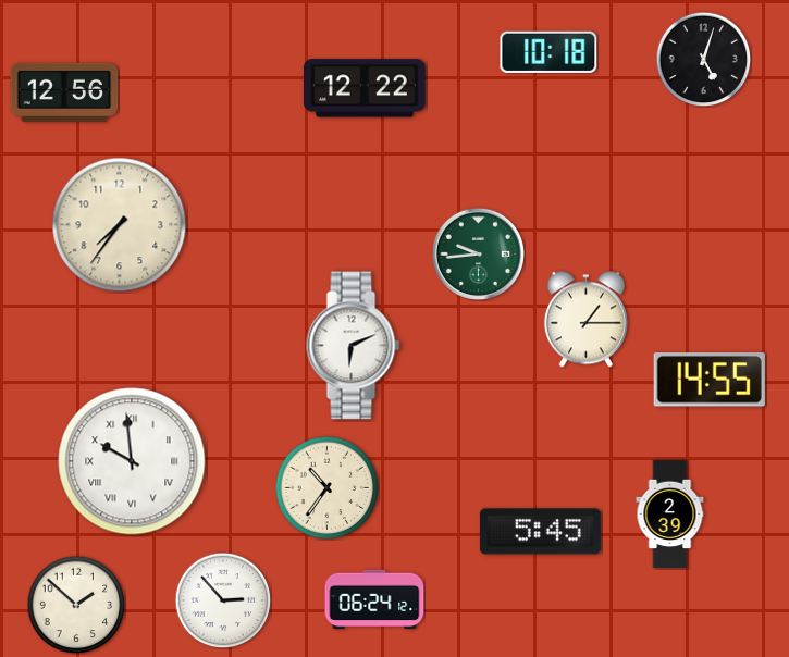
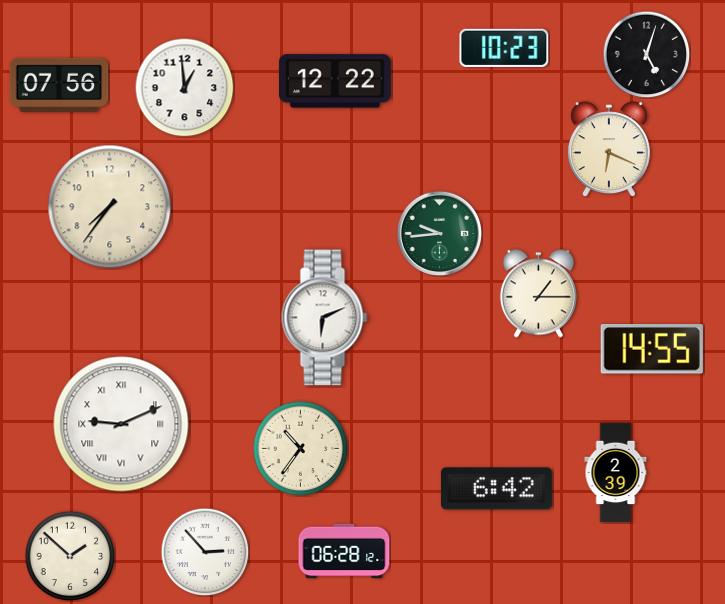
clock at (548, 52): 10:18 -> 10:23
clock at (64, 92): 12:56 -> 07:56
clock at (185, 88): none -> 12:59
clock at (609, 149): none -> 6:19
clock at (132, 461): 9:59 -> 9:11
clock at (540, 532): 5:45 -> 6:42
clock at (374, 599): 06:24 -> 06:28
